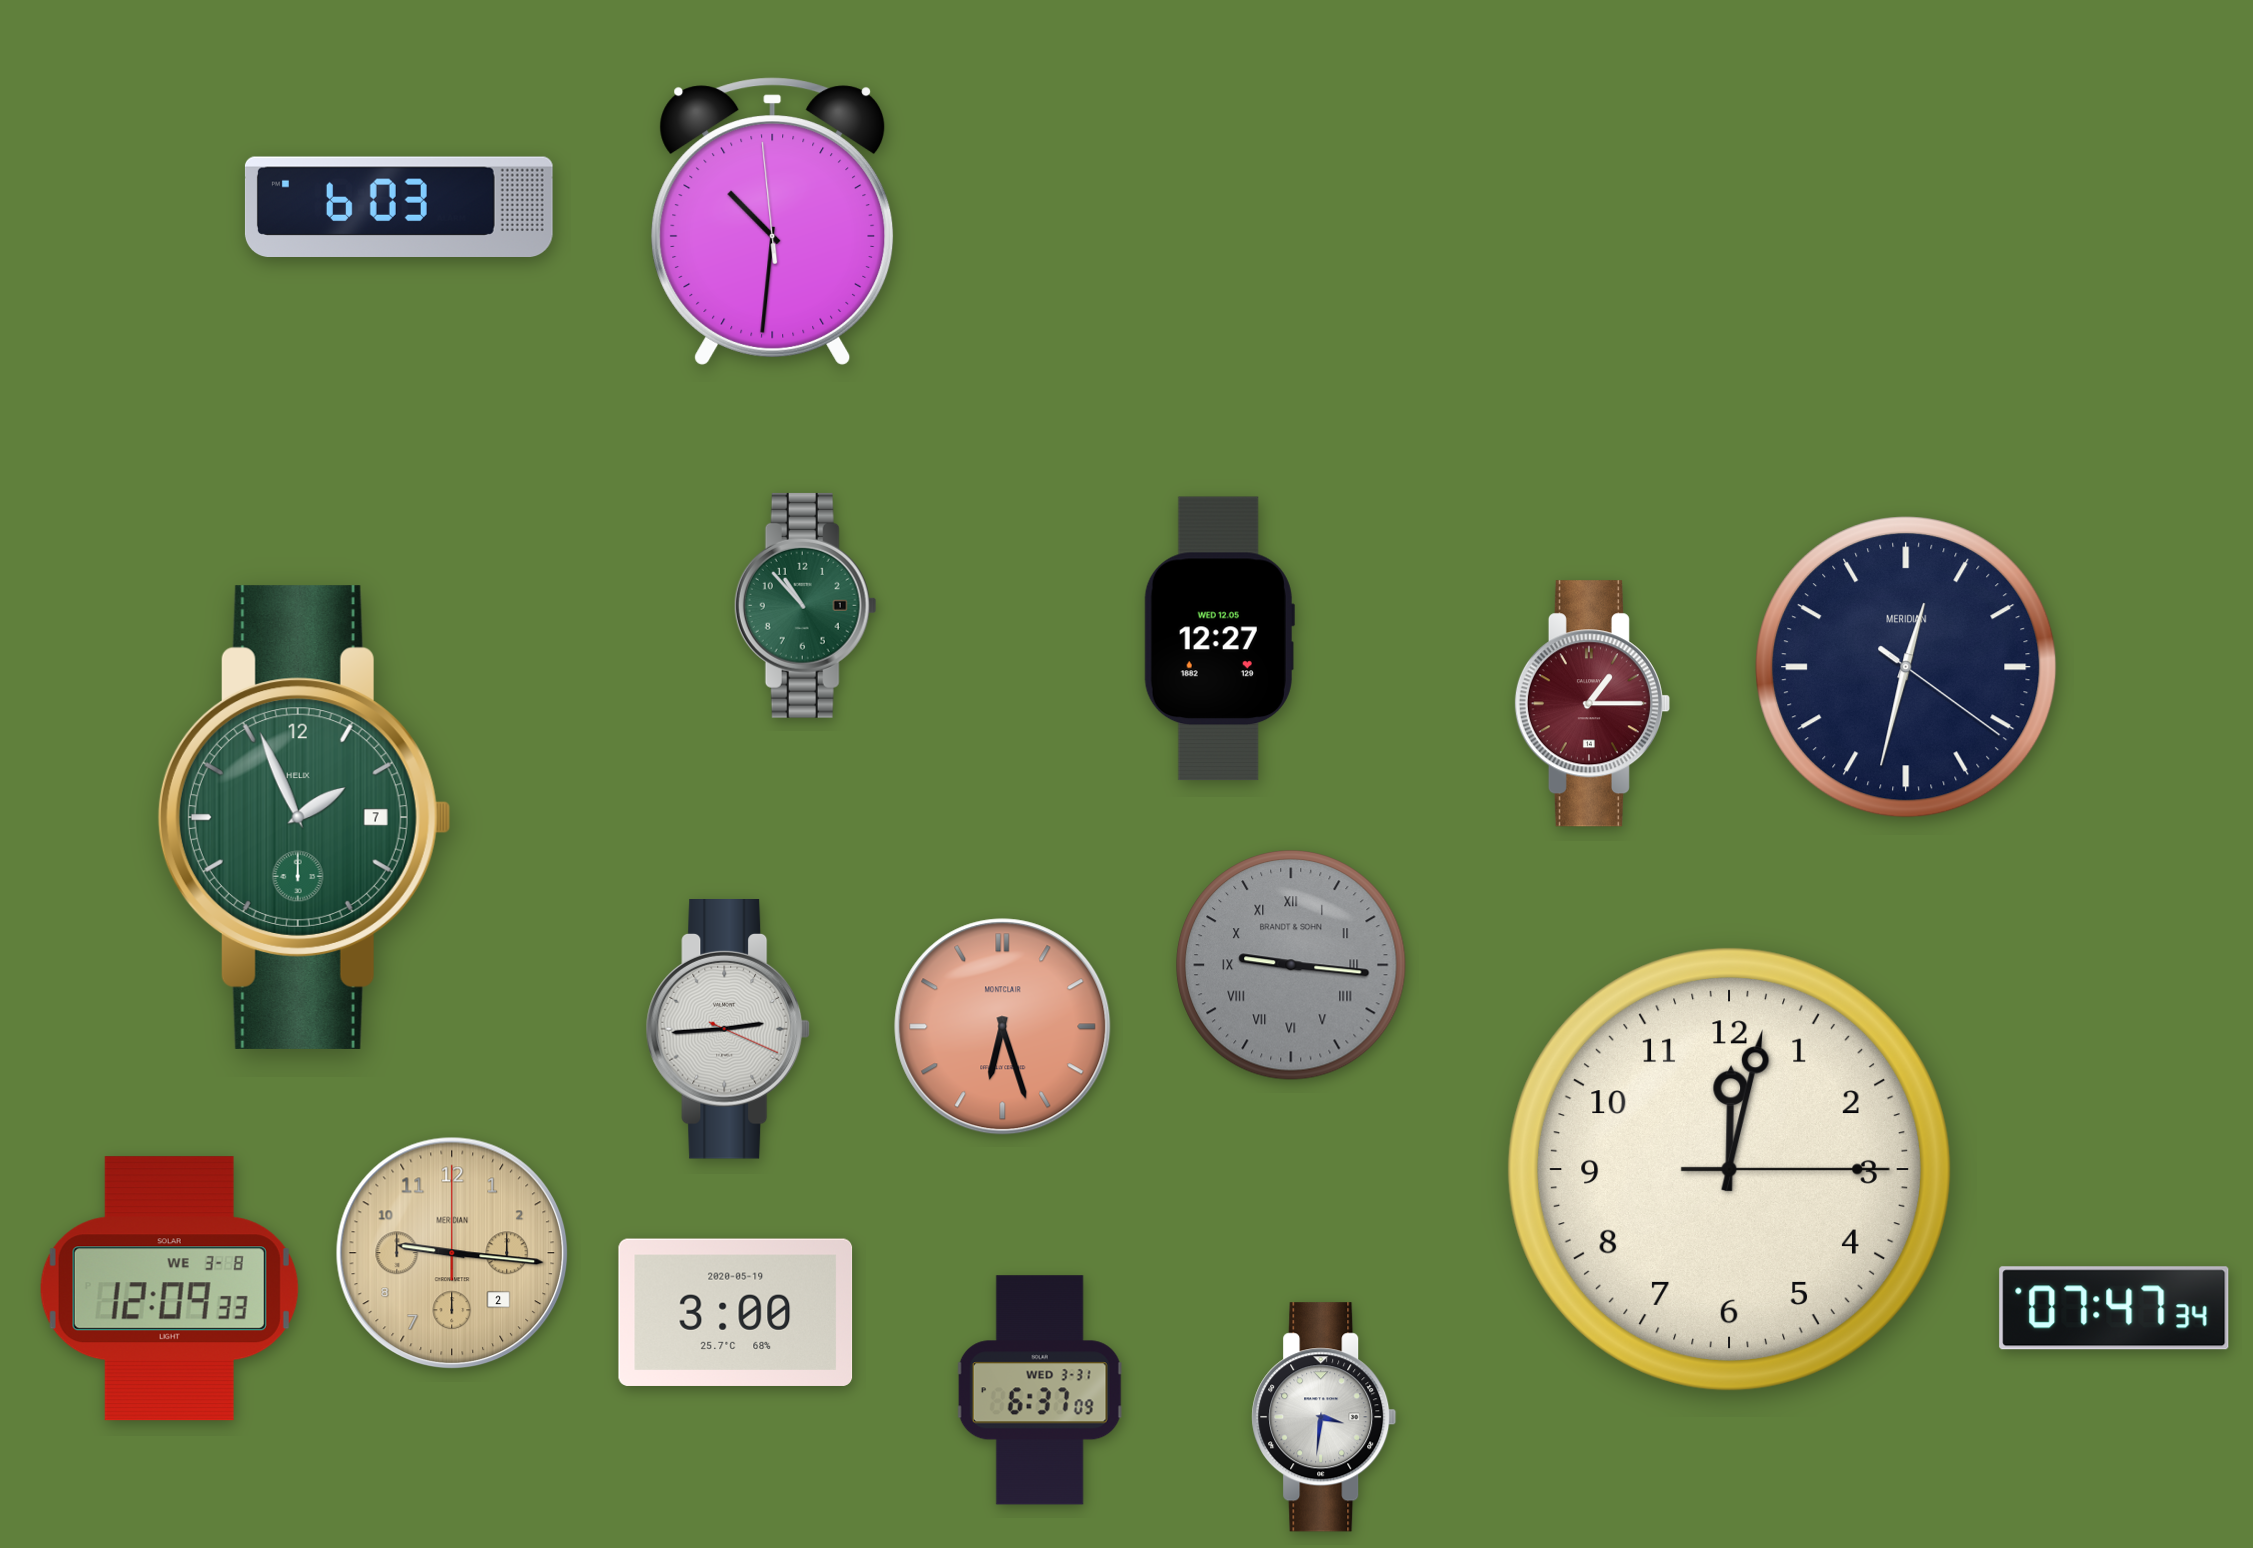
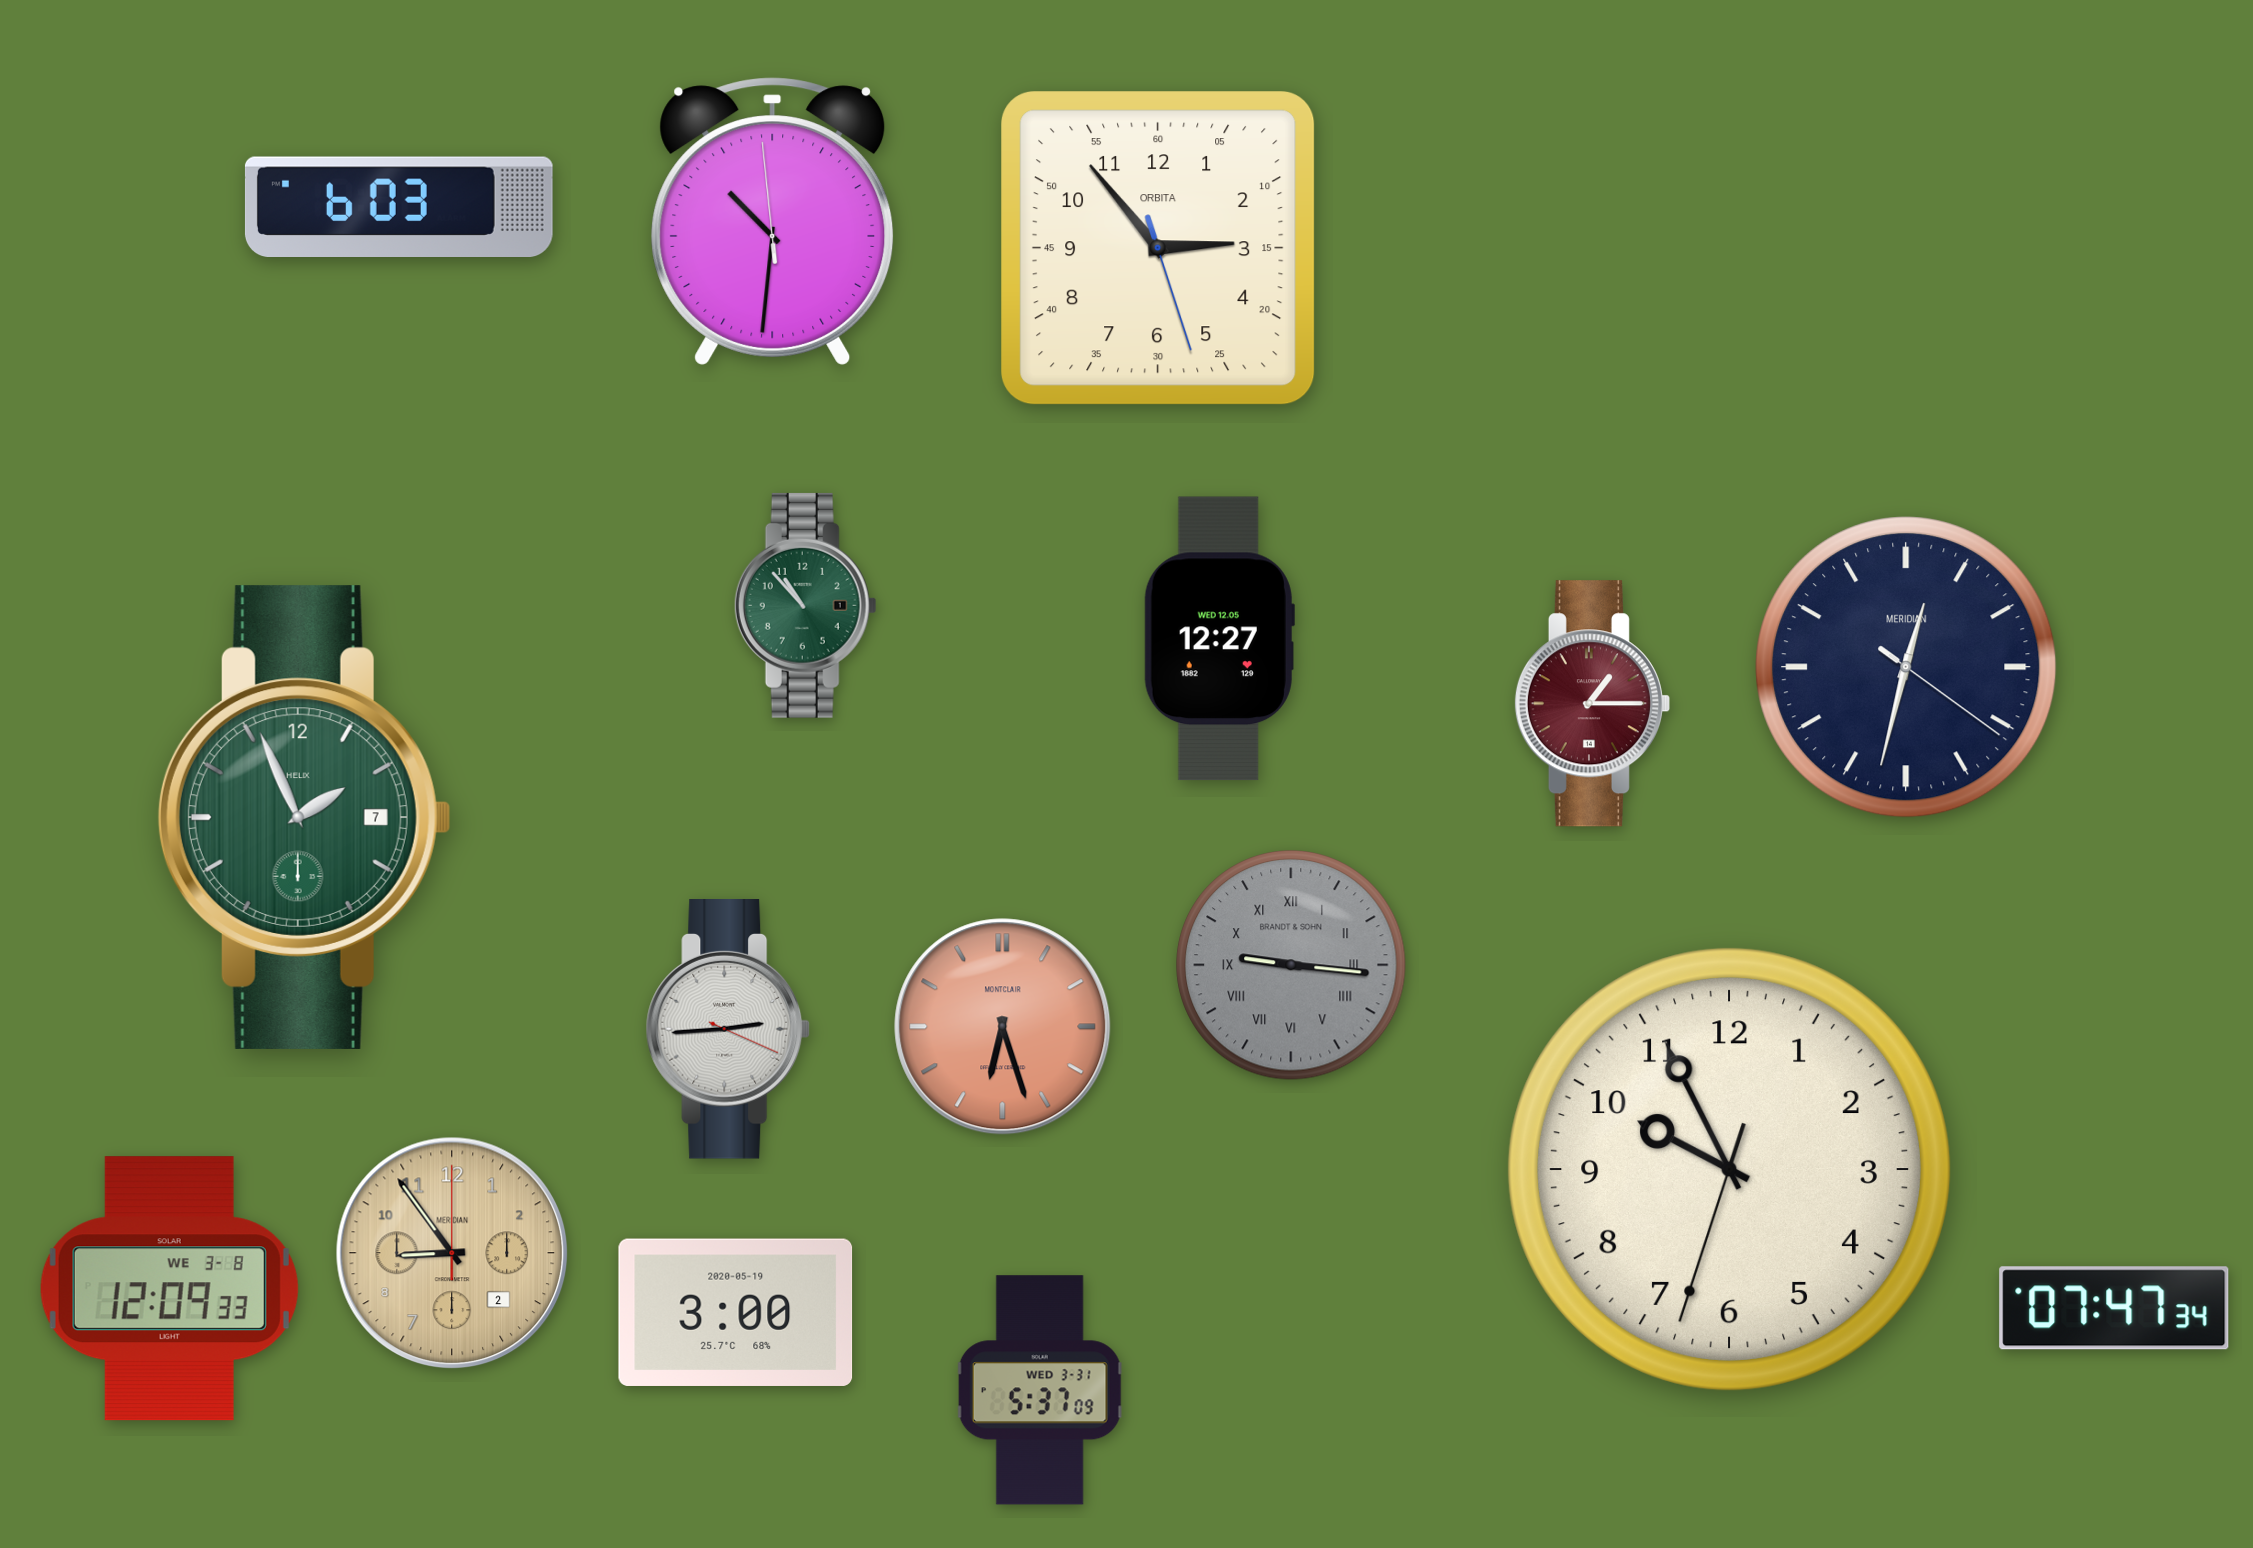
clock at (1158, 248): none -> 2:53
clock at (1729, 1169): 12:02 -> 9:55
clock at (452, 1253): 9:16 -> 8:54
clock at (1040, 1390): 6:37 -> 5:37
clock at (1324, 1417): 3:31 -> none
